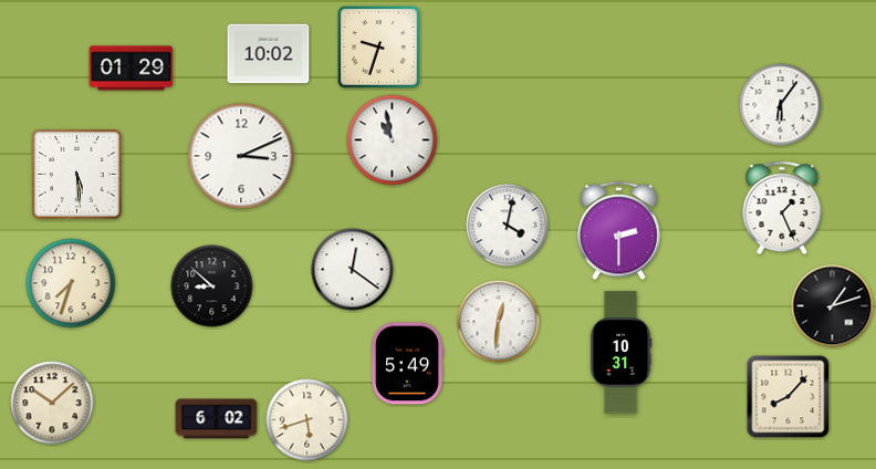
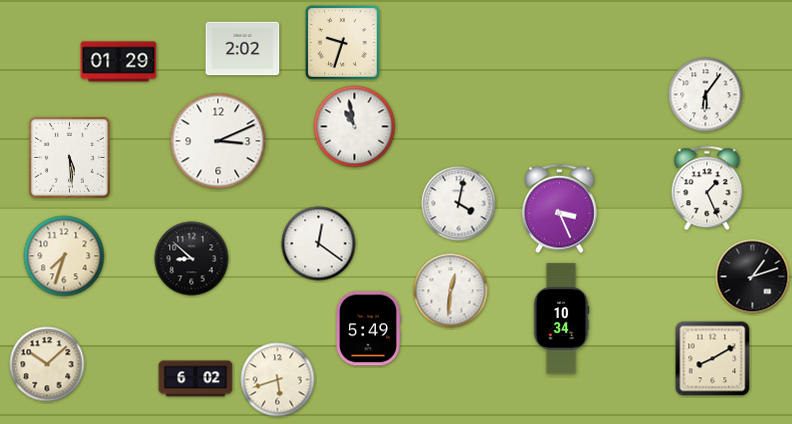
clock at (269, 54): 10:02 -> 2:02
clock at (619, 231): 2:30 -> 3:26
clock at (620, 353): 10:31 -> 10:34
clock at (789, 397): 8:07 -> 8:10
